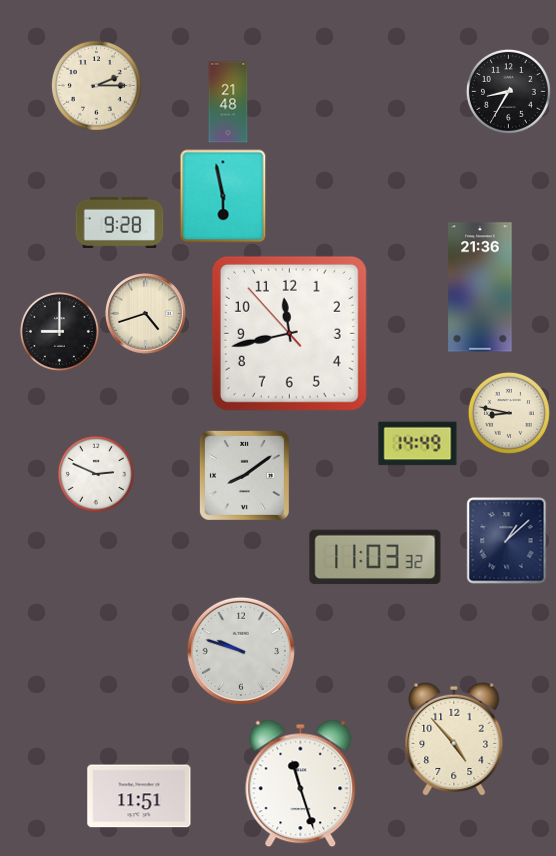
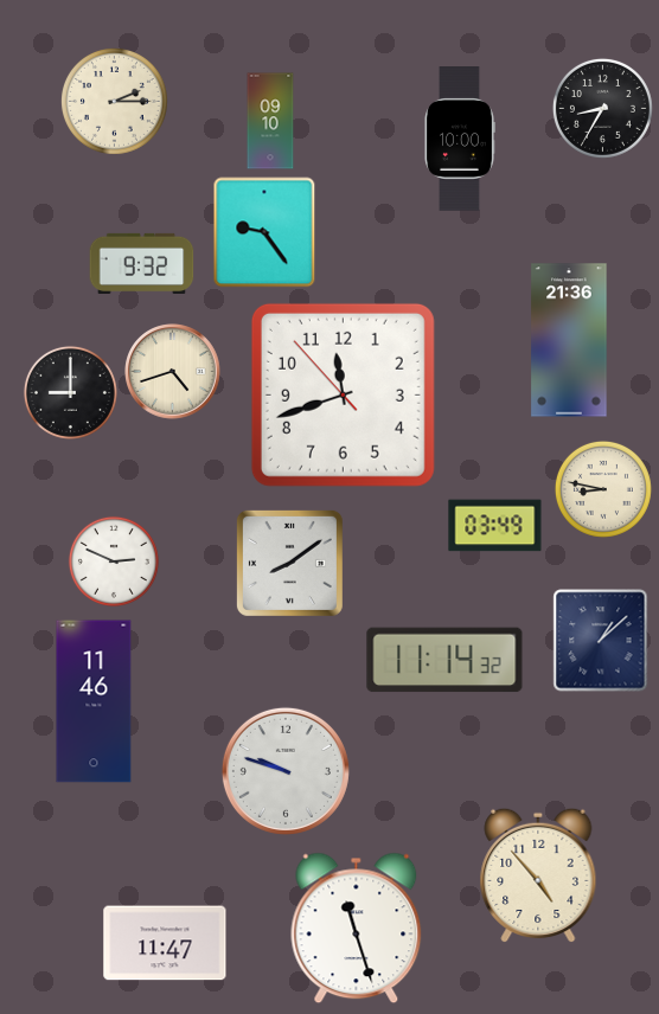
clock at (228, 102): 21:48 -> 09:10
clock at (460, 140): none -> 10:00
clock at (223, 196): 5:58 -> 9:24
clock at (120, 222): 9:28 -> 9:32
clock at (289, 333): 11:42 -> 11:41
clock at (418, 444): 14:49 -> 03:49
clock at (375, 557): 11:03 -> 11:14
clock at (94, 701): none -> 11:46
clock at (139, 796): 11:51 -> 11:47
